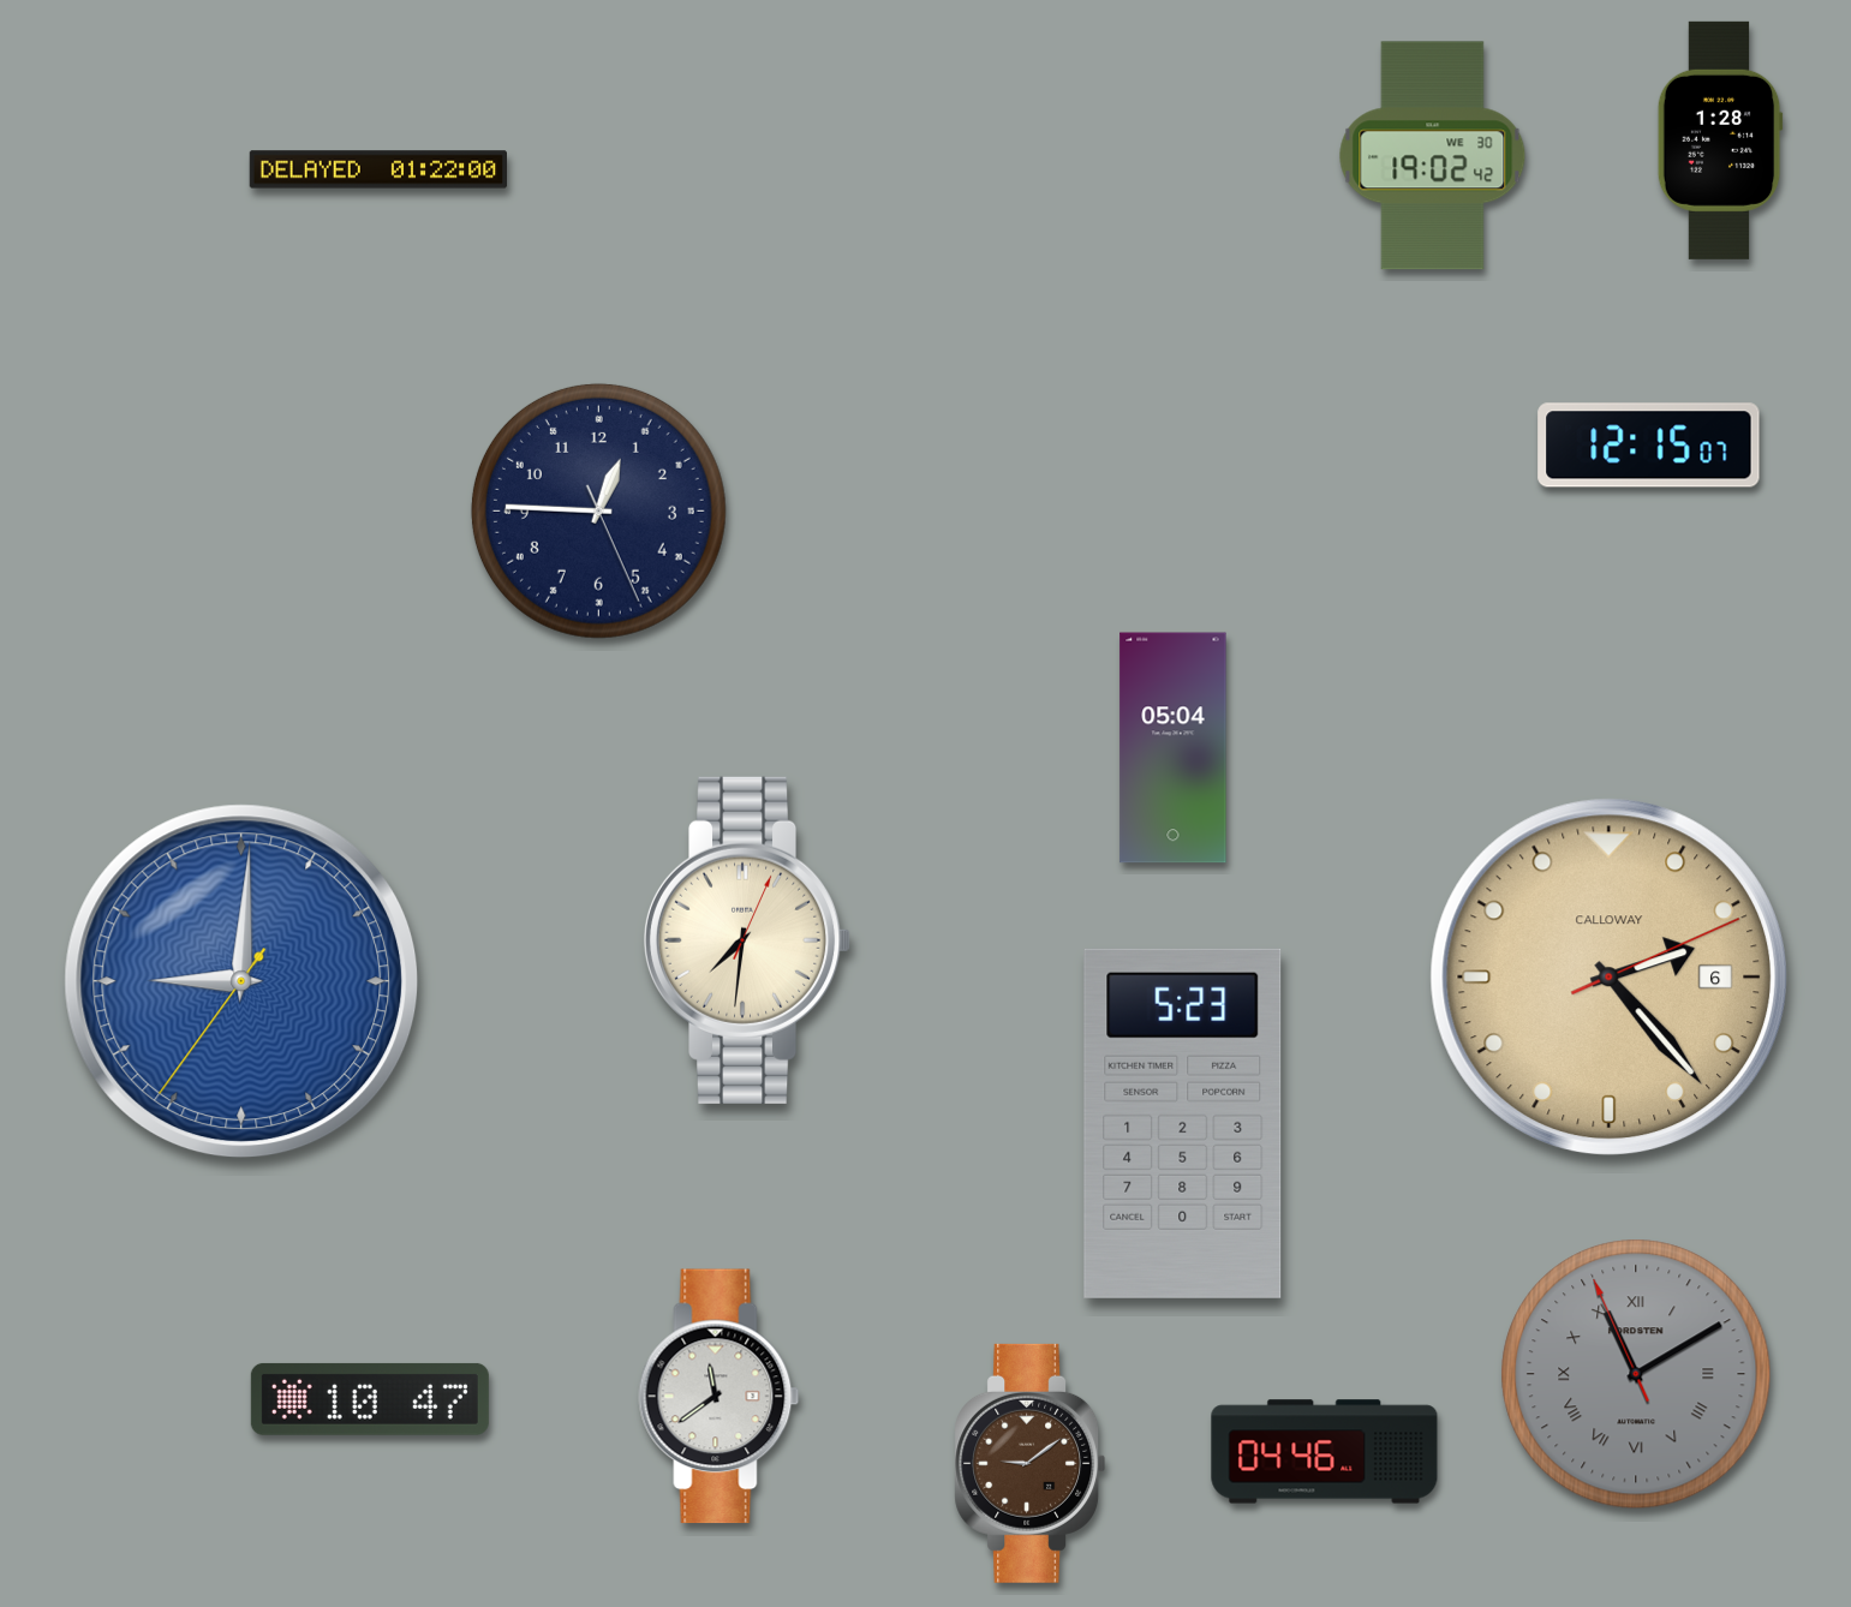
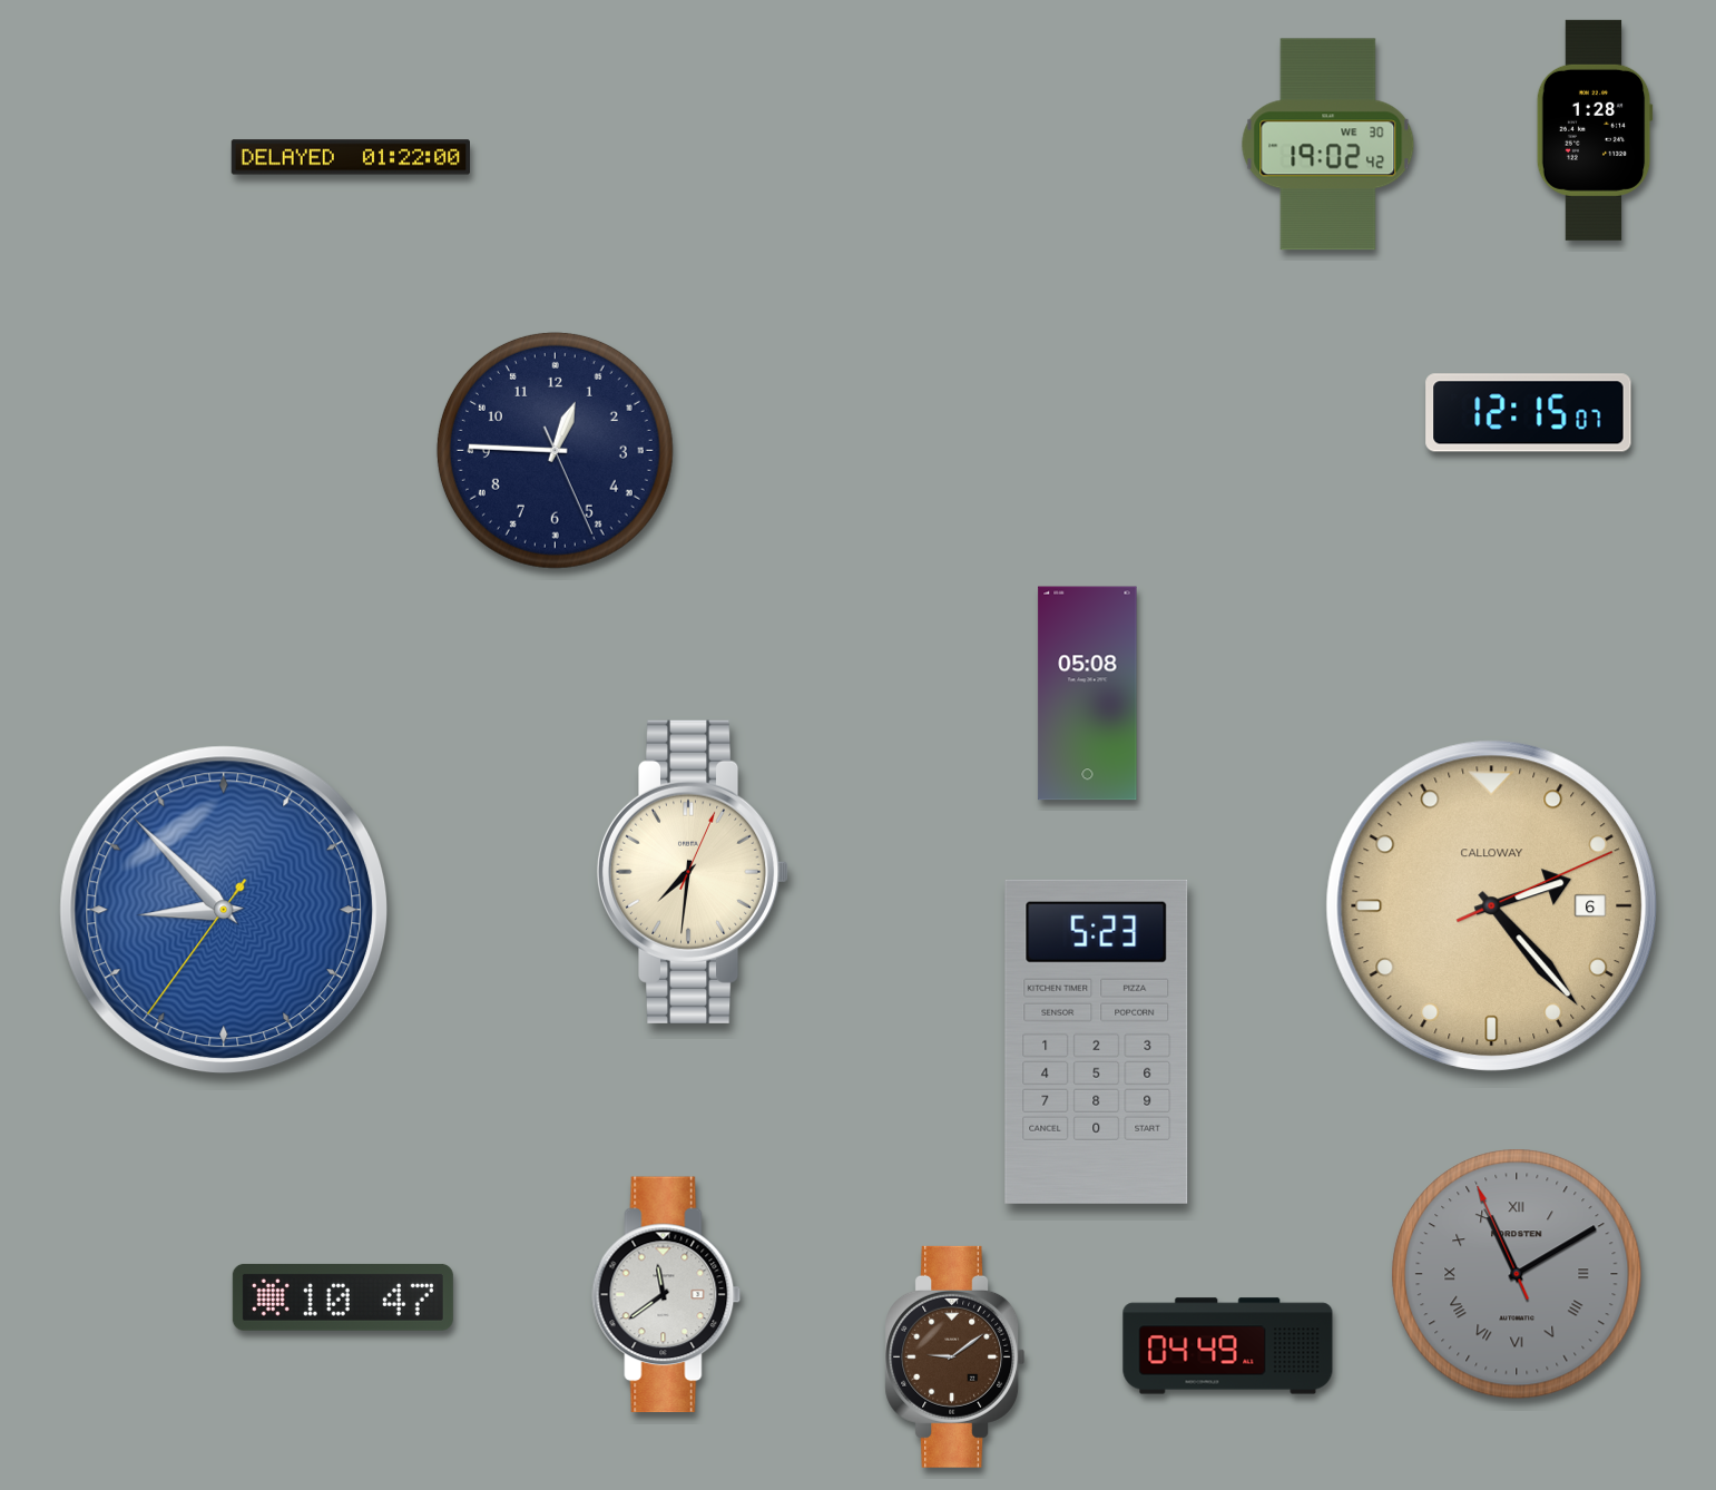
clock at (598, 510) position: (598, 510) -> (555, 450)
clock at (1174, 748): 05:04 -> 05:08
clock at (241, 981): 9:00 -> 8:52
clock at (1325, 1452): 04:46 -> 04:49
